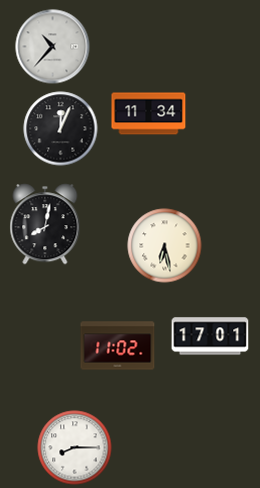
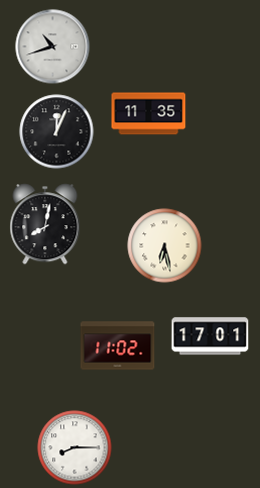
clock at (53, 47): 10:37 -> 10:42
clock at (149, 114): 11:34 -> 11:35
clock at (61, 129) position: (61, 129) -> (57, 132)
